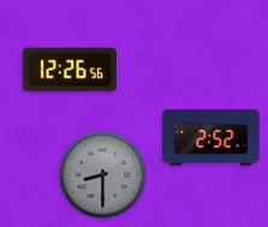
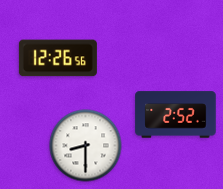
clock at (103, 175) dial: grey -> white
